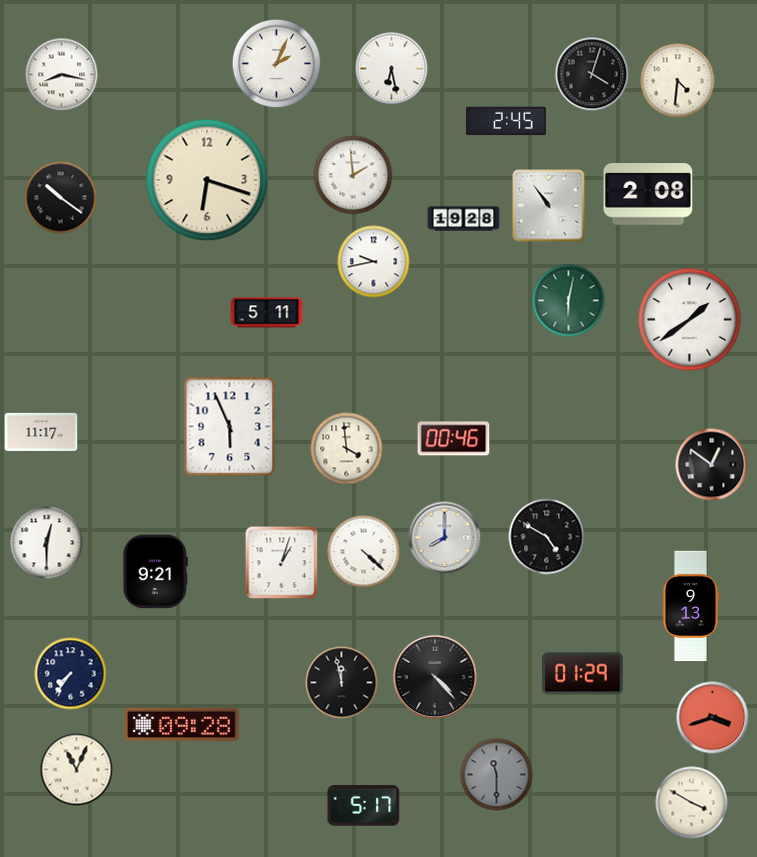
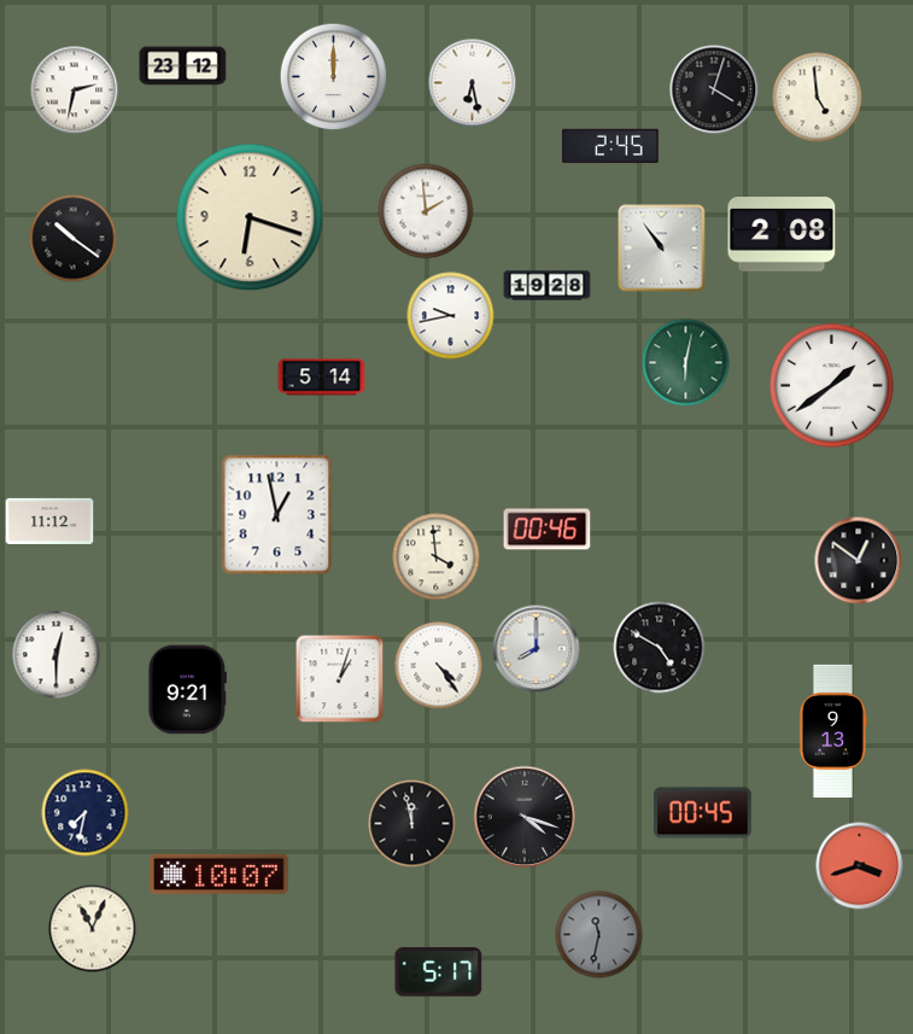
clock at (183, 66): none -> 23:12
clock at (277, 64): 2:04 -> 12:00
clock at (62, 75): 8:17 -> 2:32
clock at (678, 81): 4:31 -> 4:59
clock at (464, 219) position: (464, 219) -> (548, 286)
clock at (267, 313): 5:11 -> 5:14
clock at (230, 427): 5:56 -> 12:58
clock at (41, 432): 11:17 -> 11:12
clock at (347, 449) position: (347, 449) -> (437, 557)
clock at (364, 552): 4:22 -> 4:24
clock at (71, 674): 7:36 -> 7:32
clock at (583, 674): 01:29 -> 00:45
clock at (435, 677): 4:23 -> 4:18
clock at (182, 724): 09:28 -> 10:07
clock at (497, 775): 11:30 -> 11:32
clock at (692, 803): 3:50 -> none
